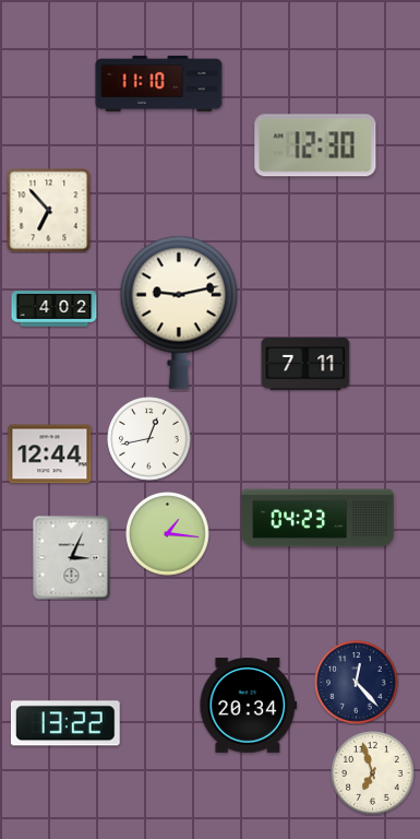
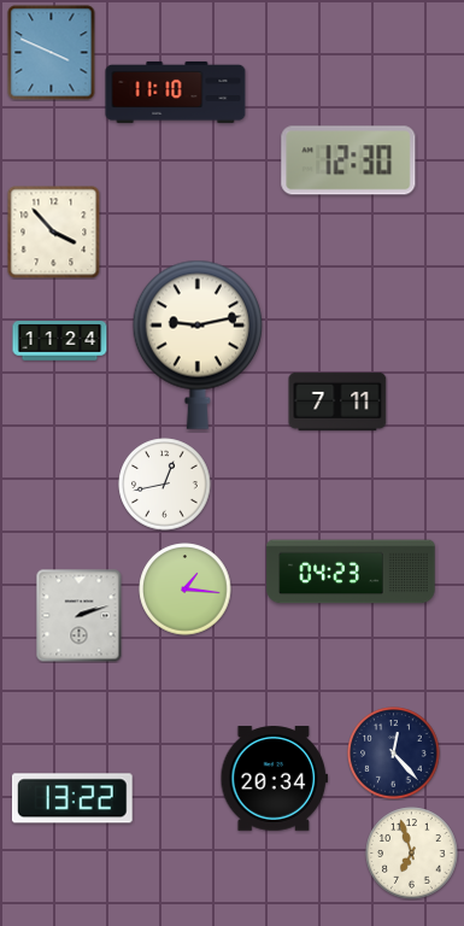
clock at (52, 53): none -> 3:49
clock at (48, 210): 6:53 -> 3:53
clock at (55, 309): 4:02 -> 11:24
clock at (50, 454): 12:44 -> none
clock at (72, 558): 3:04 -> 2:12
